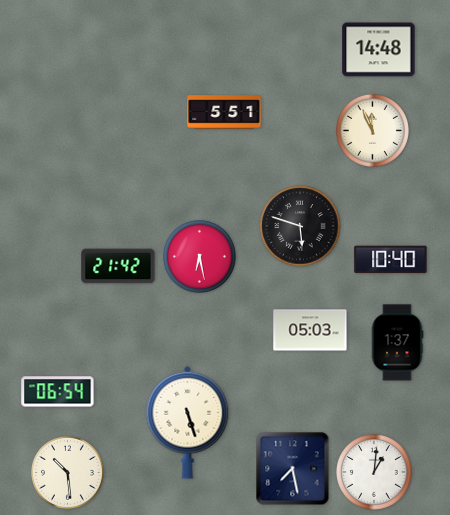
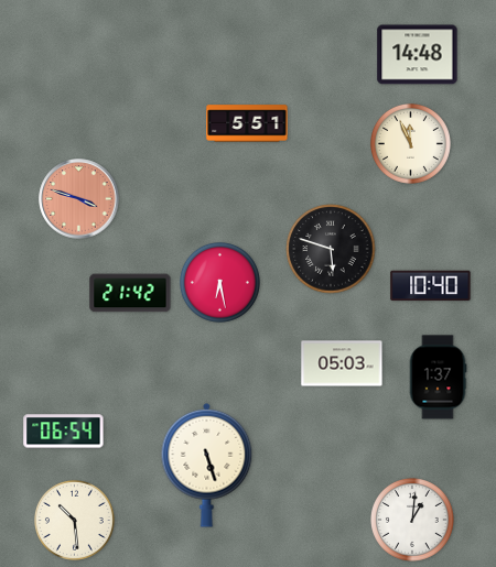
clock at (79, 199): none -> 3:48
clock at (293, 469): 7:28 -> none
